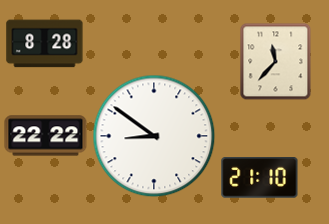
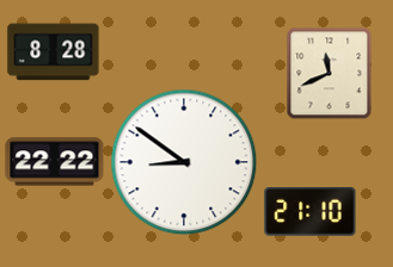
clock at (276, 61): 11:37 -> 11:41
